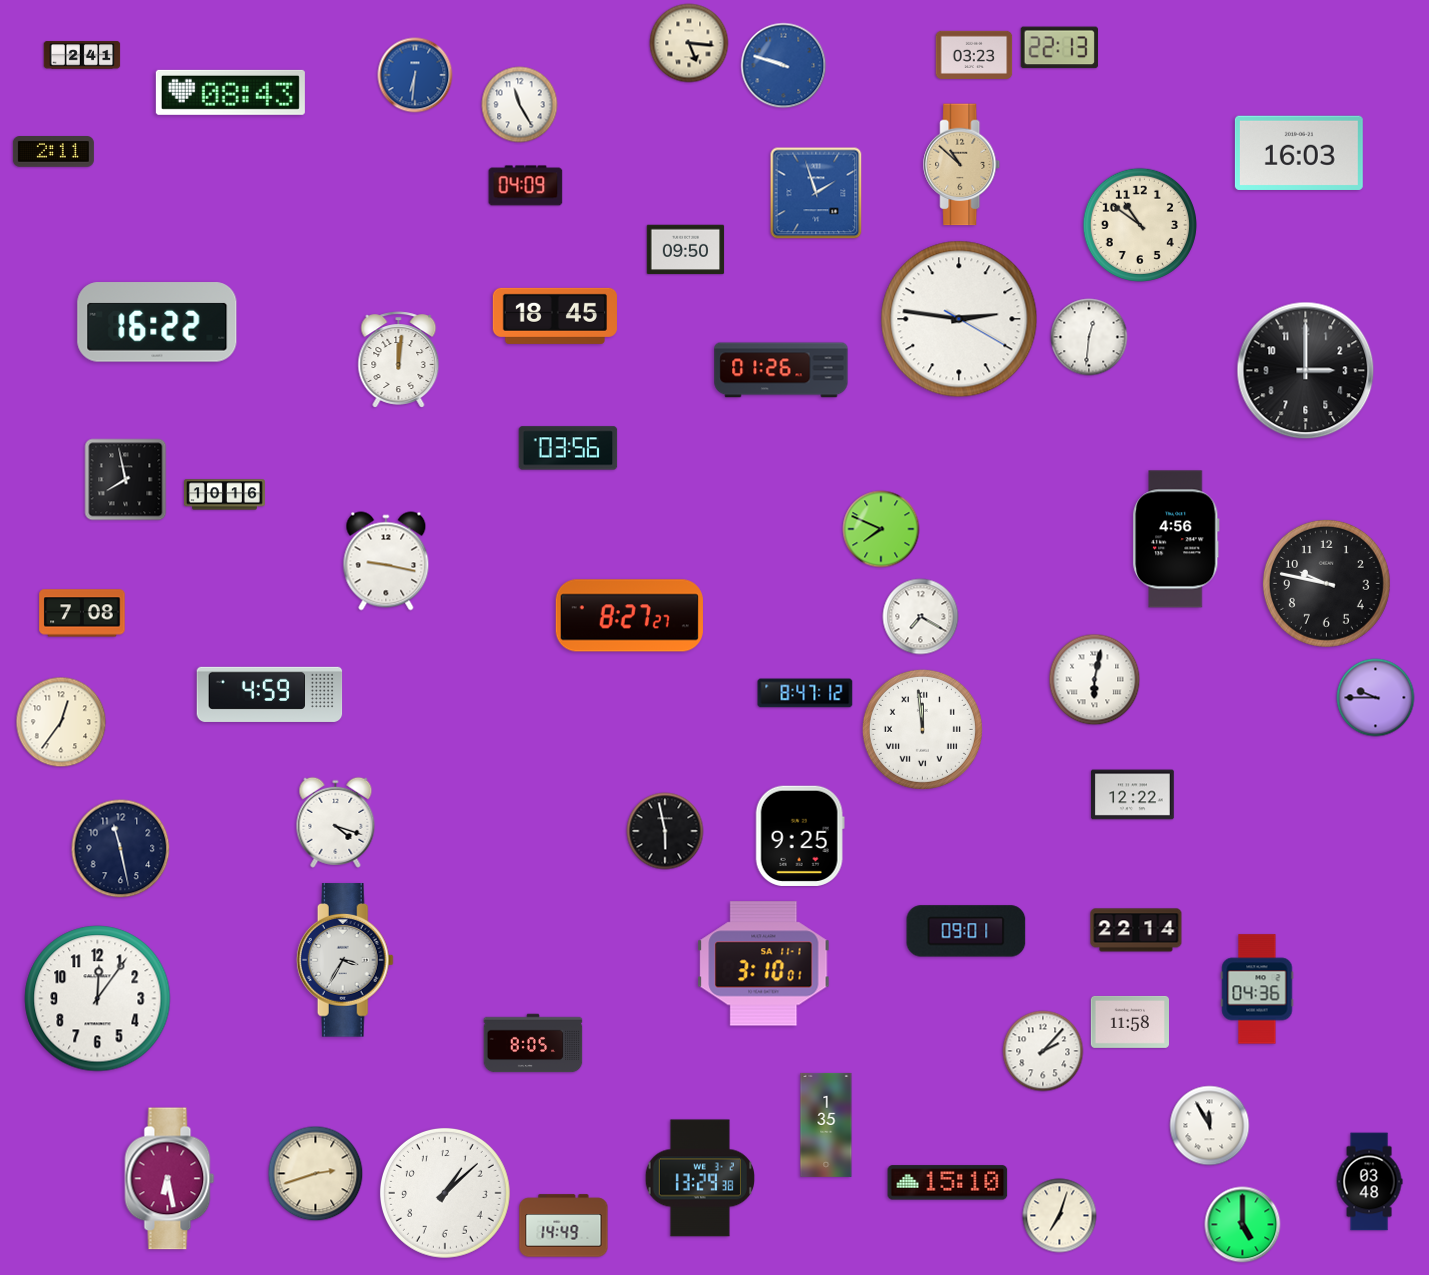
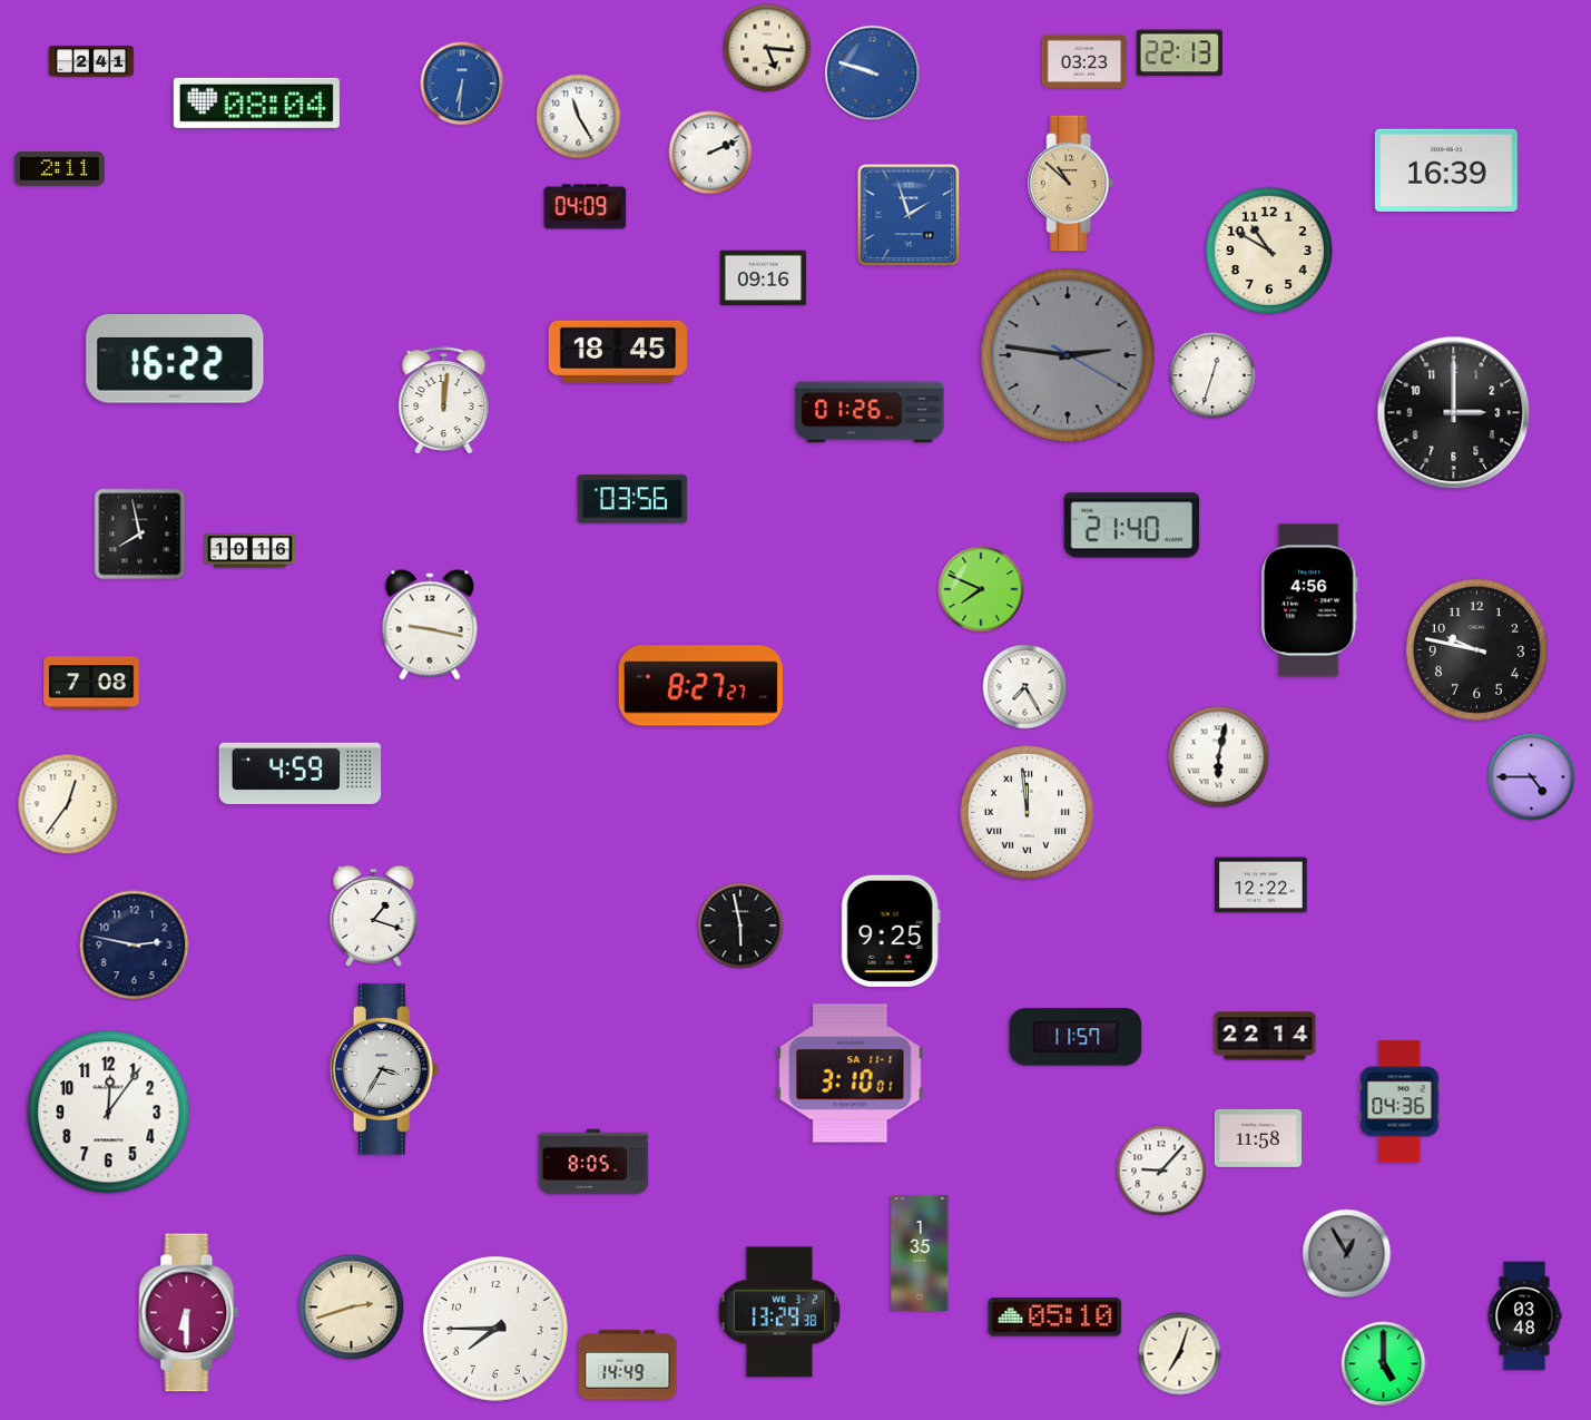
clock at (230, 92): 08:43 -> 08:04
clock at (710, 153): none -> 2:11
clock at (1299, 153): 16:03 -> 16:39
clock at (1140, 225): 10:51 -> 10:50
clock at (686, 250): 09:50 -> 09:16
clock at (959, 319) dial: white -> grey
clock at (1089, 337): 12:31 -> 12:33
clock at (1132, 526): none -> 21:40
clock at (921, 617): 7:20 -> 7:25
clock at (805, 693): 8:47 -> none
clock at (1376, 698): 9:45 -> 4:45
clock at (336, 822): 4:18 -> 1:18
clock at (121, 849): 11:28 -> 2:47
clock at (966, 931): 09:01 -> 11:57
clock at (1043, 1051): 2:07 -> 9:07
clock at (1210, 1126): 11:55 -> 12:55
clock at (1210, 1126) dial: white -> grey
clock at (170, 1179): 6:28 -> 6:30
clock at (948, 1183): 15:10 -> 05:10
clock at (445, 1193): 1:08 -> 7:45
